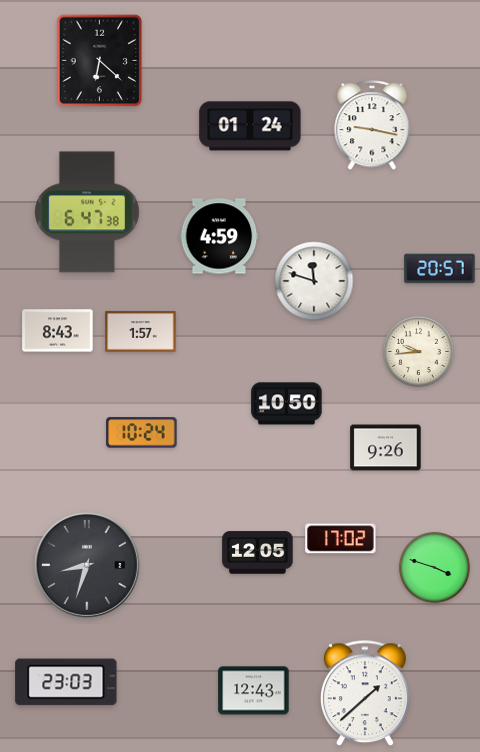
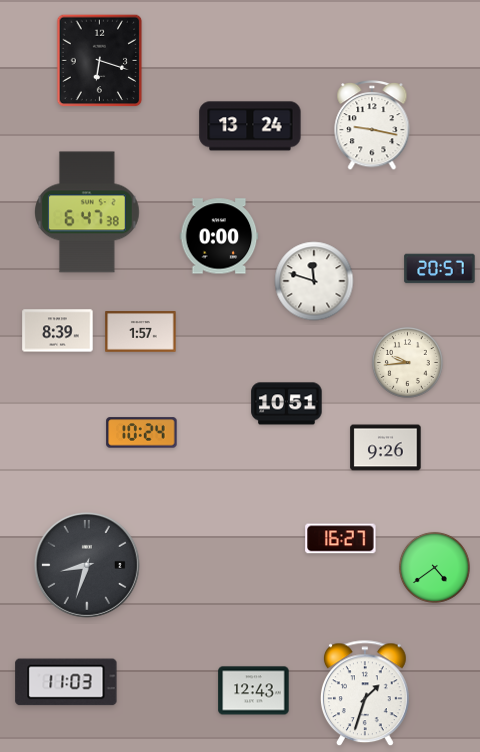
clock at (100, 61): 6:22 -> 6:18
clock at (250, 126): 01:24 -> 13:24
clock at (219, 236): 4:59 -> 0:00
clock at (58, 331): 8:43 -> 8:39
clock at (418, 351) position: (418, 351) -> (407, 362)
clock at (287, 404): 10:50 -> 10:51
clock at (341, 539): 17:02 -> 16:27
clock at (258, 553): 12:05 -> none
clock at (434, 567): 3:48 -> 4:39
clock at (66, 682): 23:03 -> 11:03
clock at (365, 694): 1:38 -> 1:33
